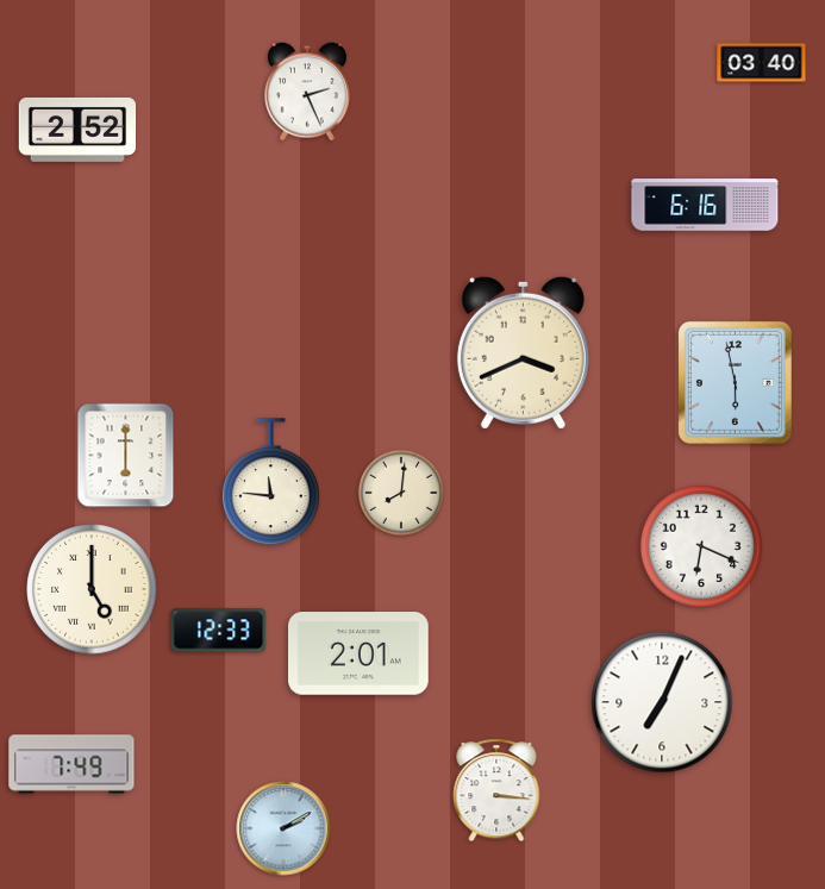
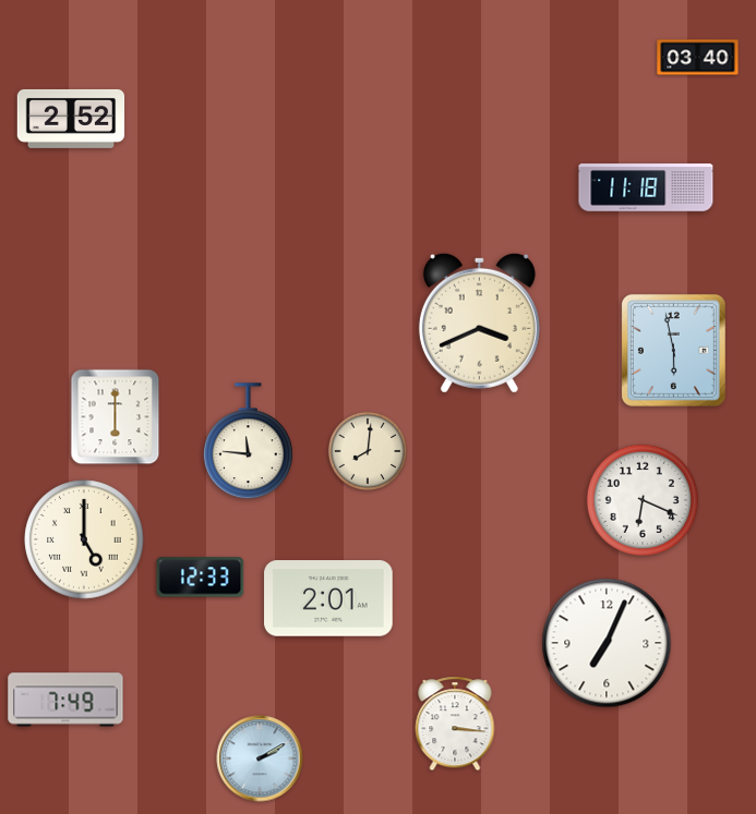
clock at (307, 92): 2:26 -> none
clock at (705, 205): 6:16 -> 11:18
